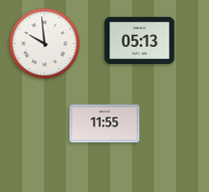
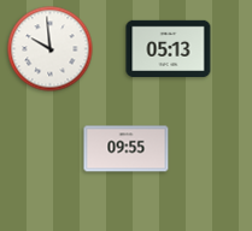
clock at (45, 44) position: (45, 44) -> (51, 49)
clock at (105, 124): 11:55 -> 09:55
